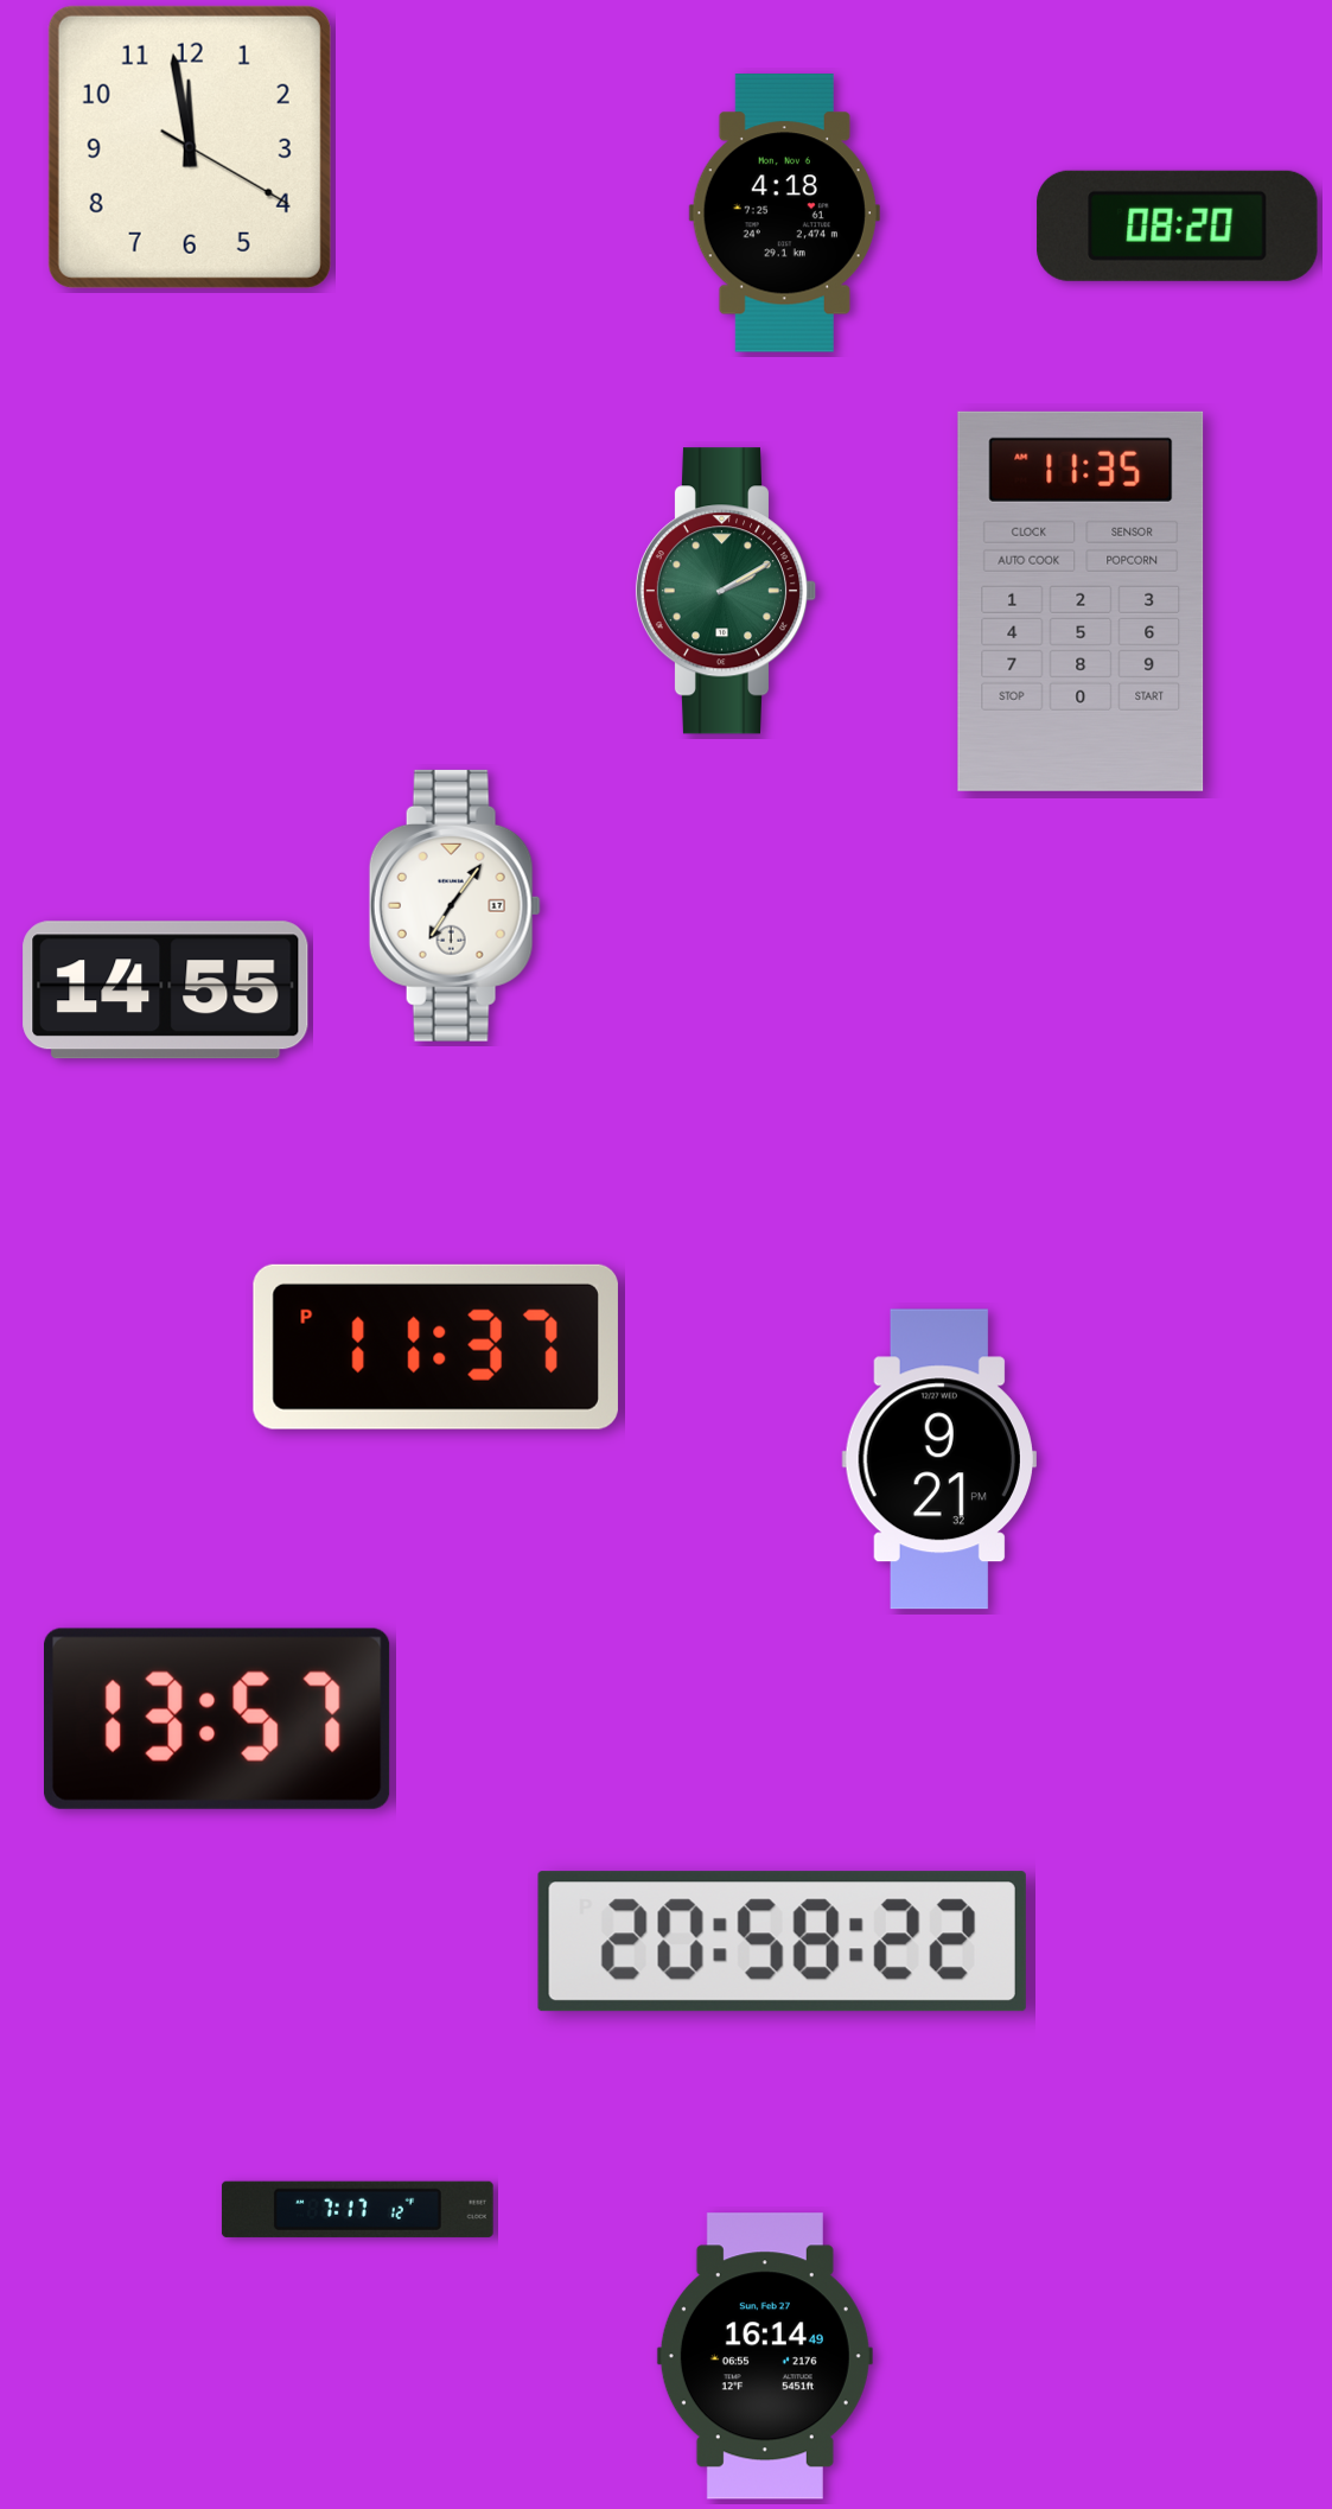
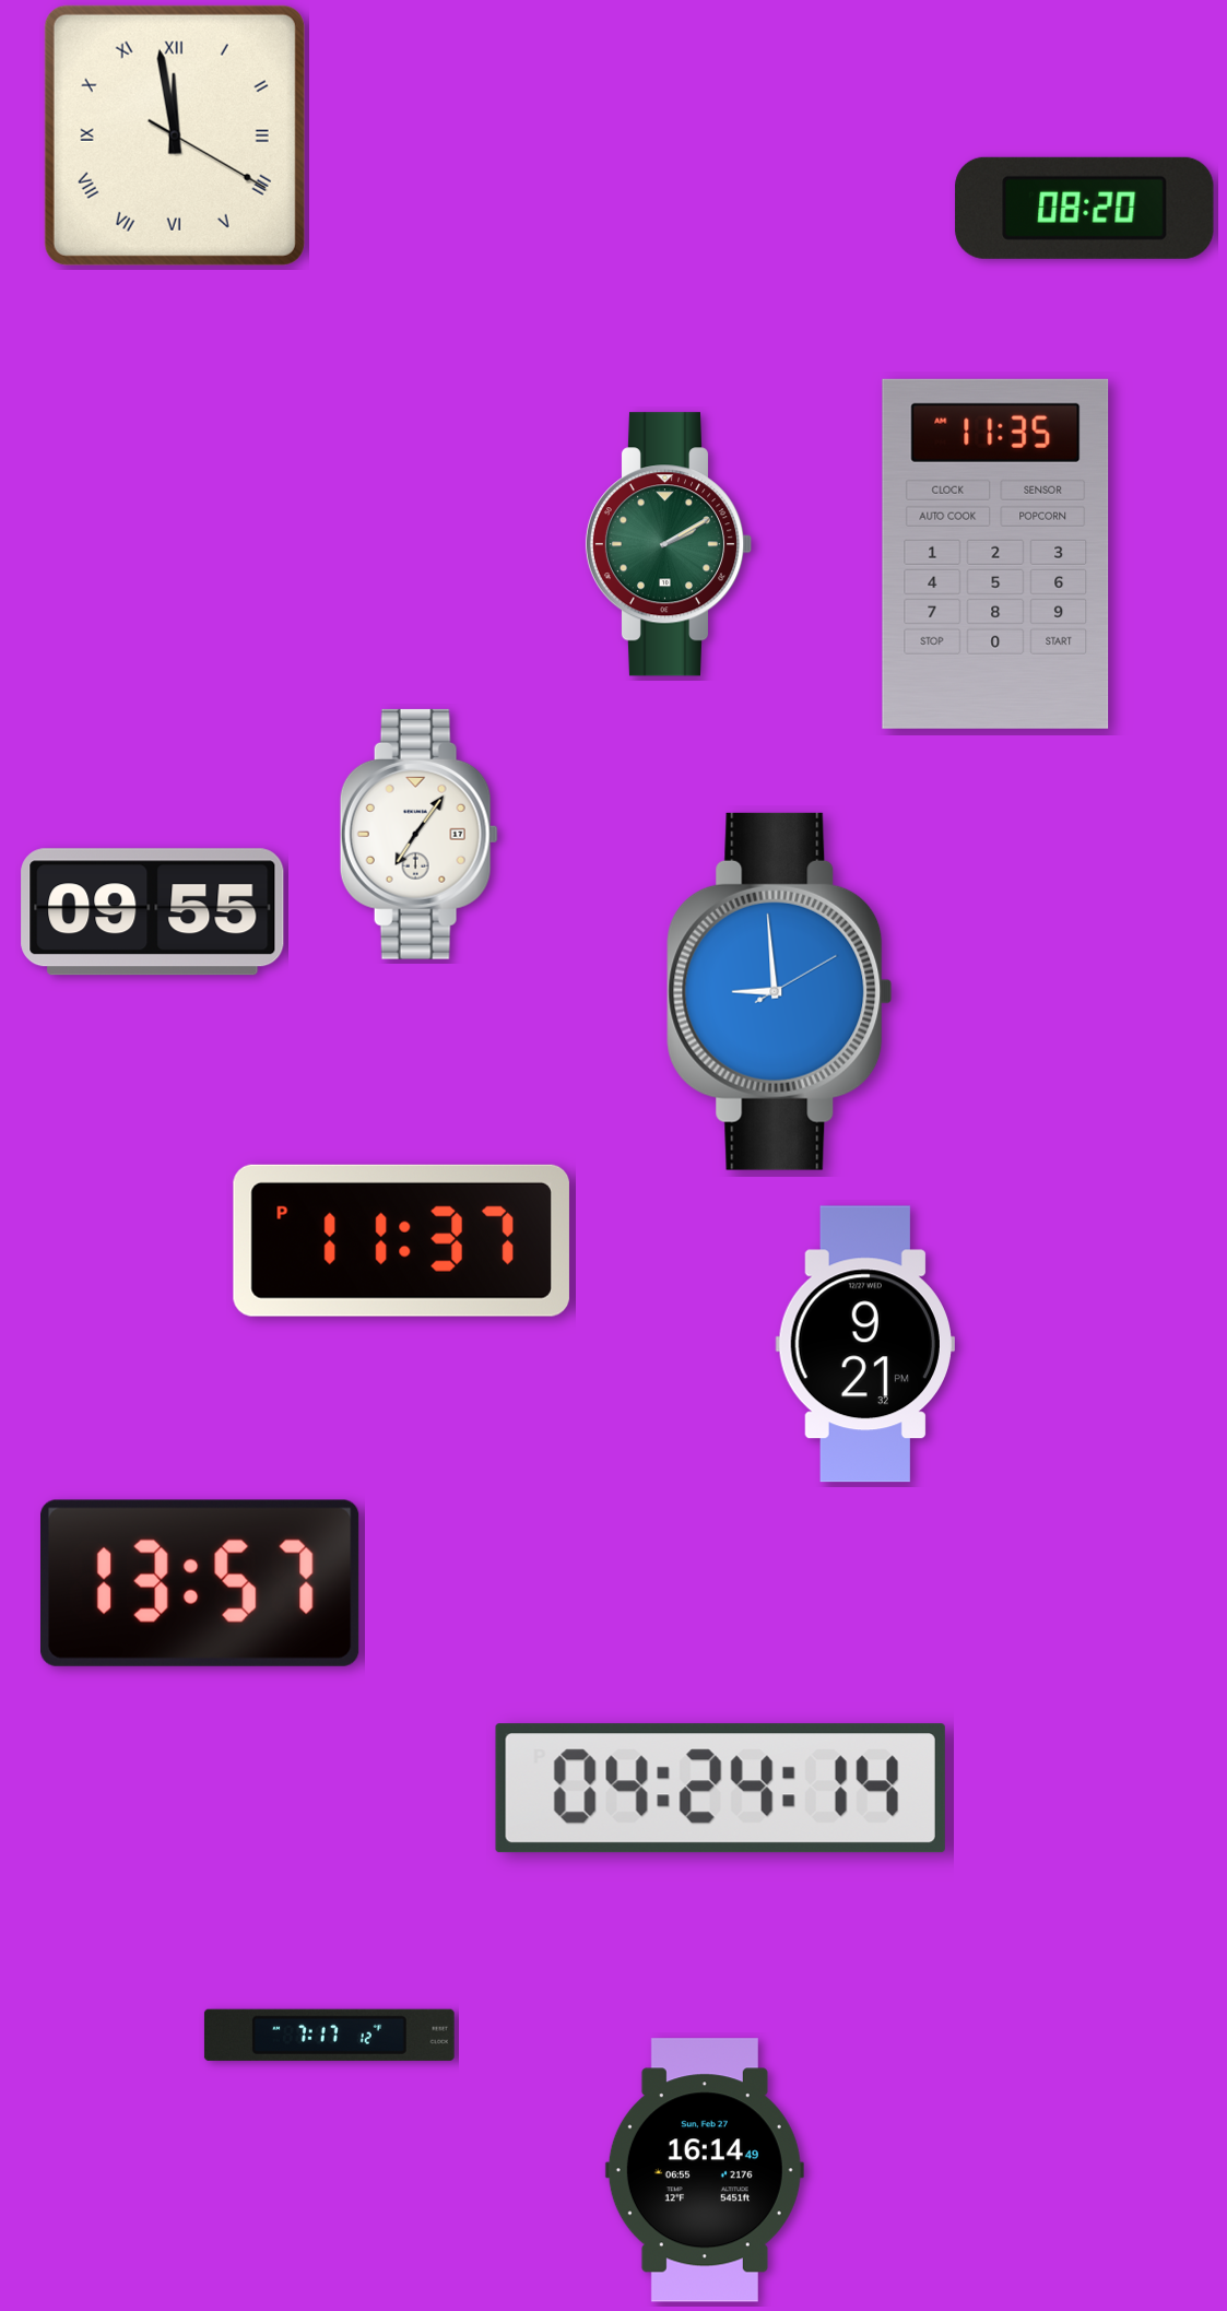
clock at (190, 147) numerals: Arabic -> Roman
clock at (784, 214): 4:18 -> none
clock at (166, 991): 14:55 -> 09:55
clock at (780, 991): none -> 8:59
clock at (782, 1942): 20:58 -> 04:24
